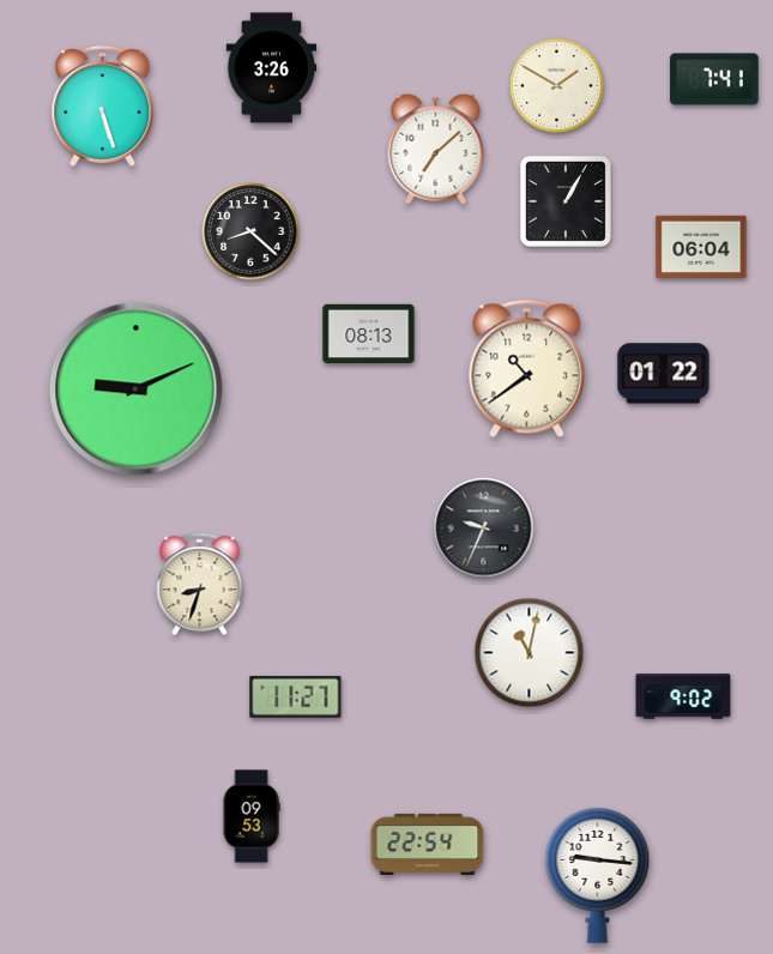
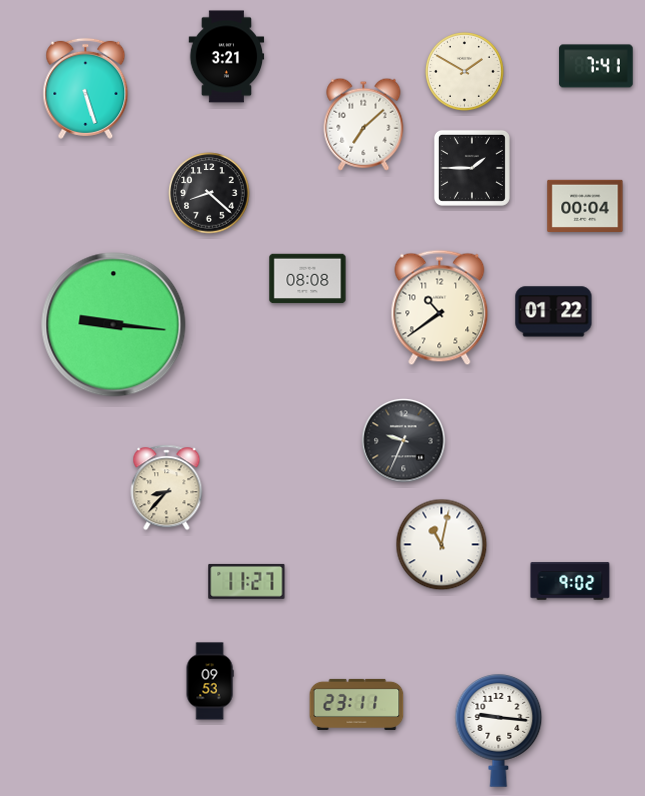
clock at (272, 68): 3:26 -> 3:21
clock at (566, 201): 1:05 -> 1:45
clock at (701, 246): 06:04 -> 00:04
clock at (369, 334): 08:13 -> 08:08
clock at (137, 390): 9:11 -> 9:16
clock at (200, 585): 8:33 -> 8:37
clock at (428, 844): 22:54 -> 23:11
